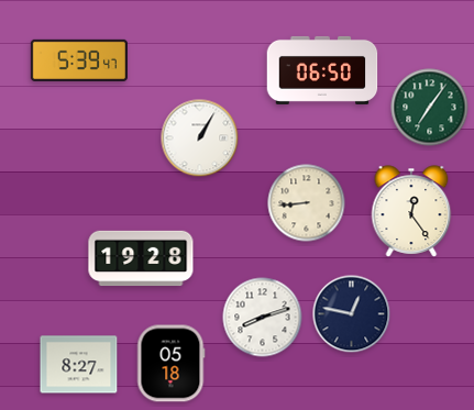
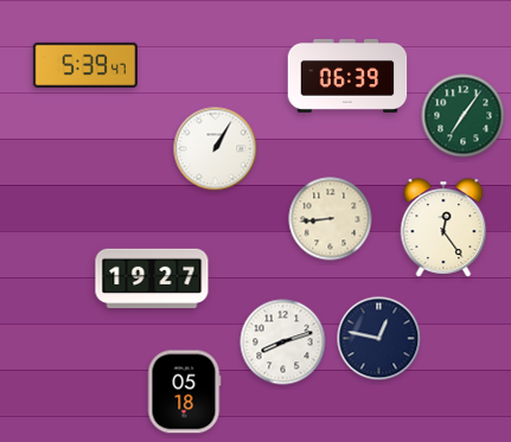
clock at (322, 70): 06:50 -> 06:39
clock at (141, 258): 19:28 -> 19:27
clock at (79, 365): 8:27 -> none
